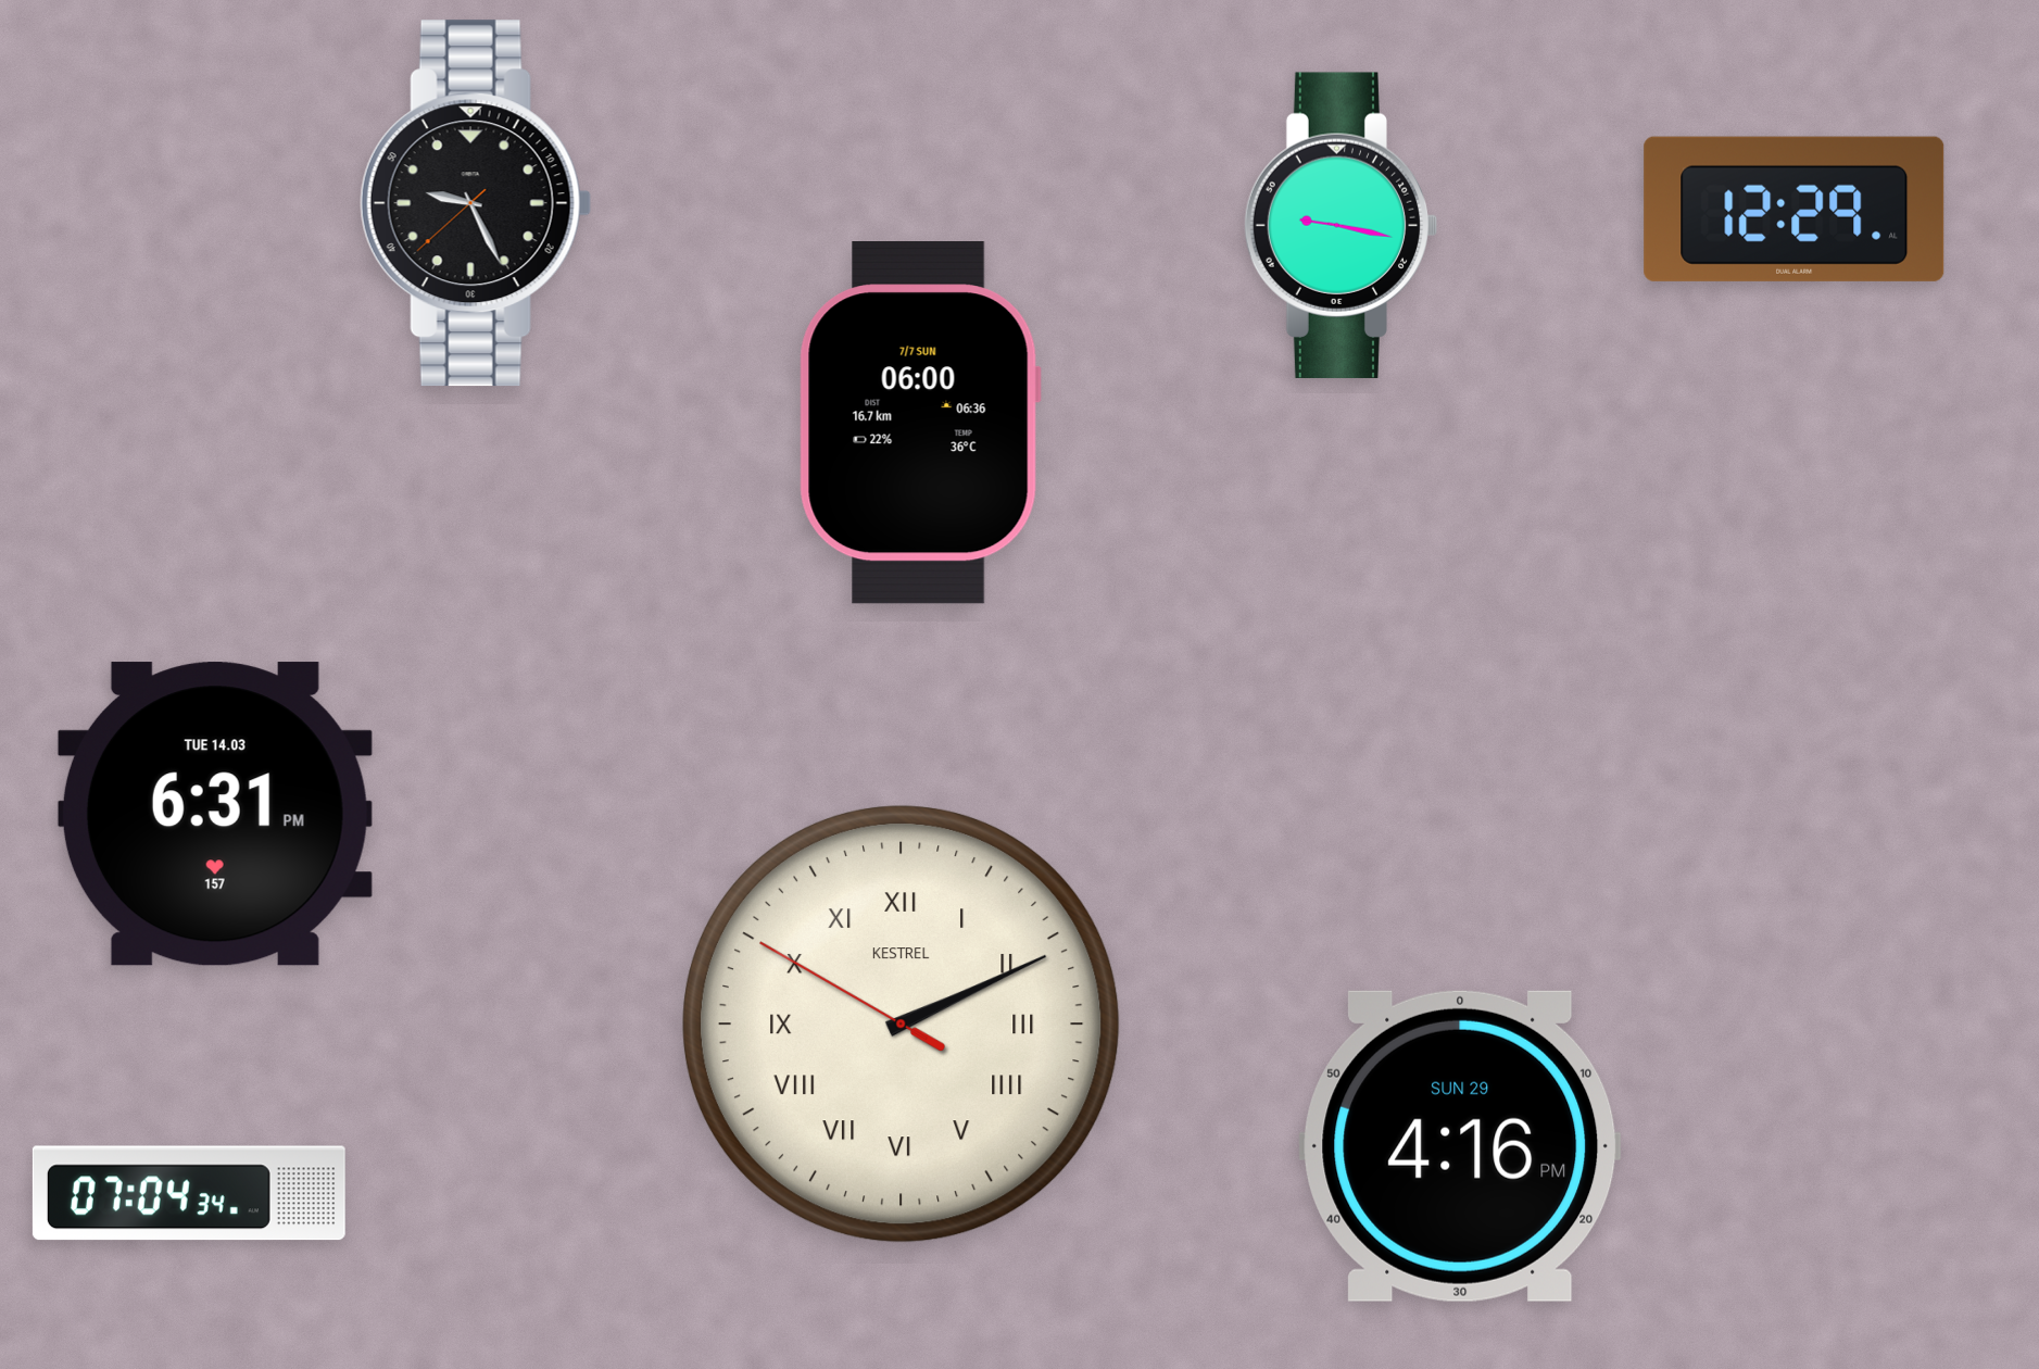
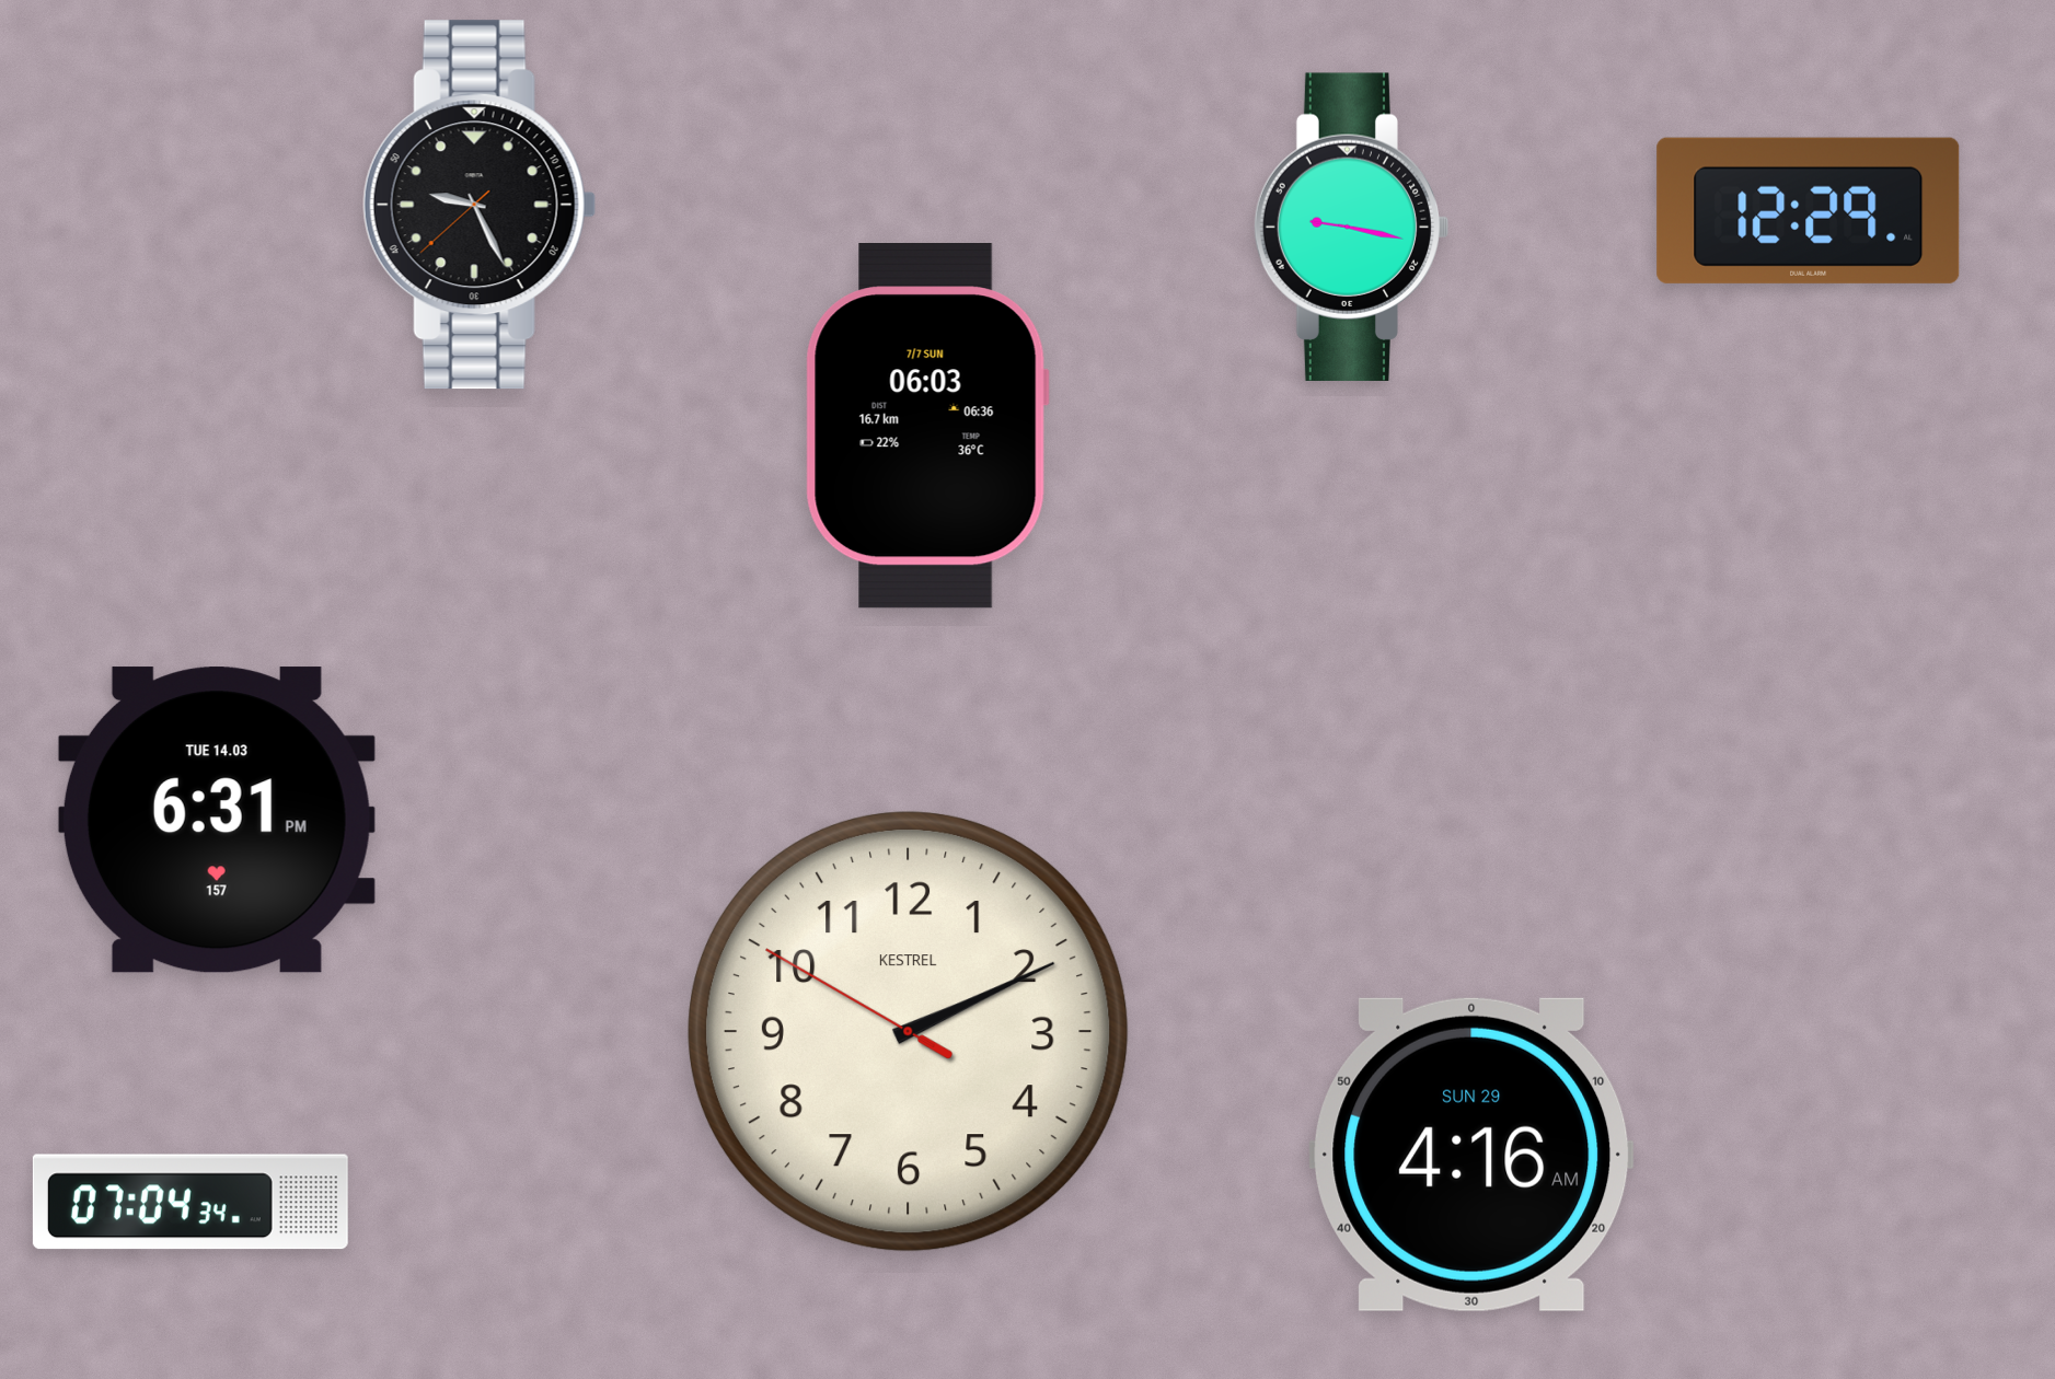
clock at (920, 423): 06:00 -> 06:03
clock at (901, 1023) numerals: Roman -> Arabic
clock at (1460, 1146): 4:16 PM -> 4:16 AM
